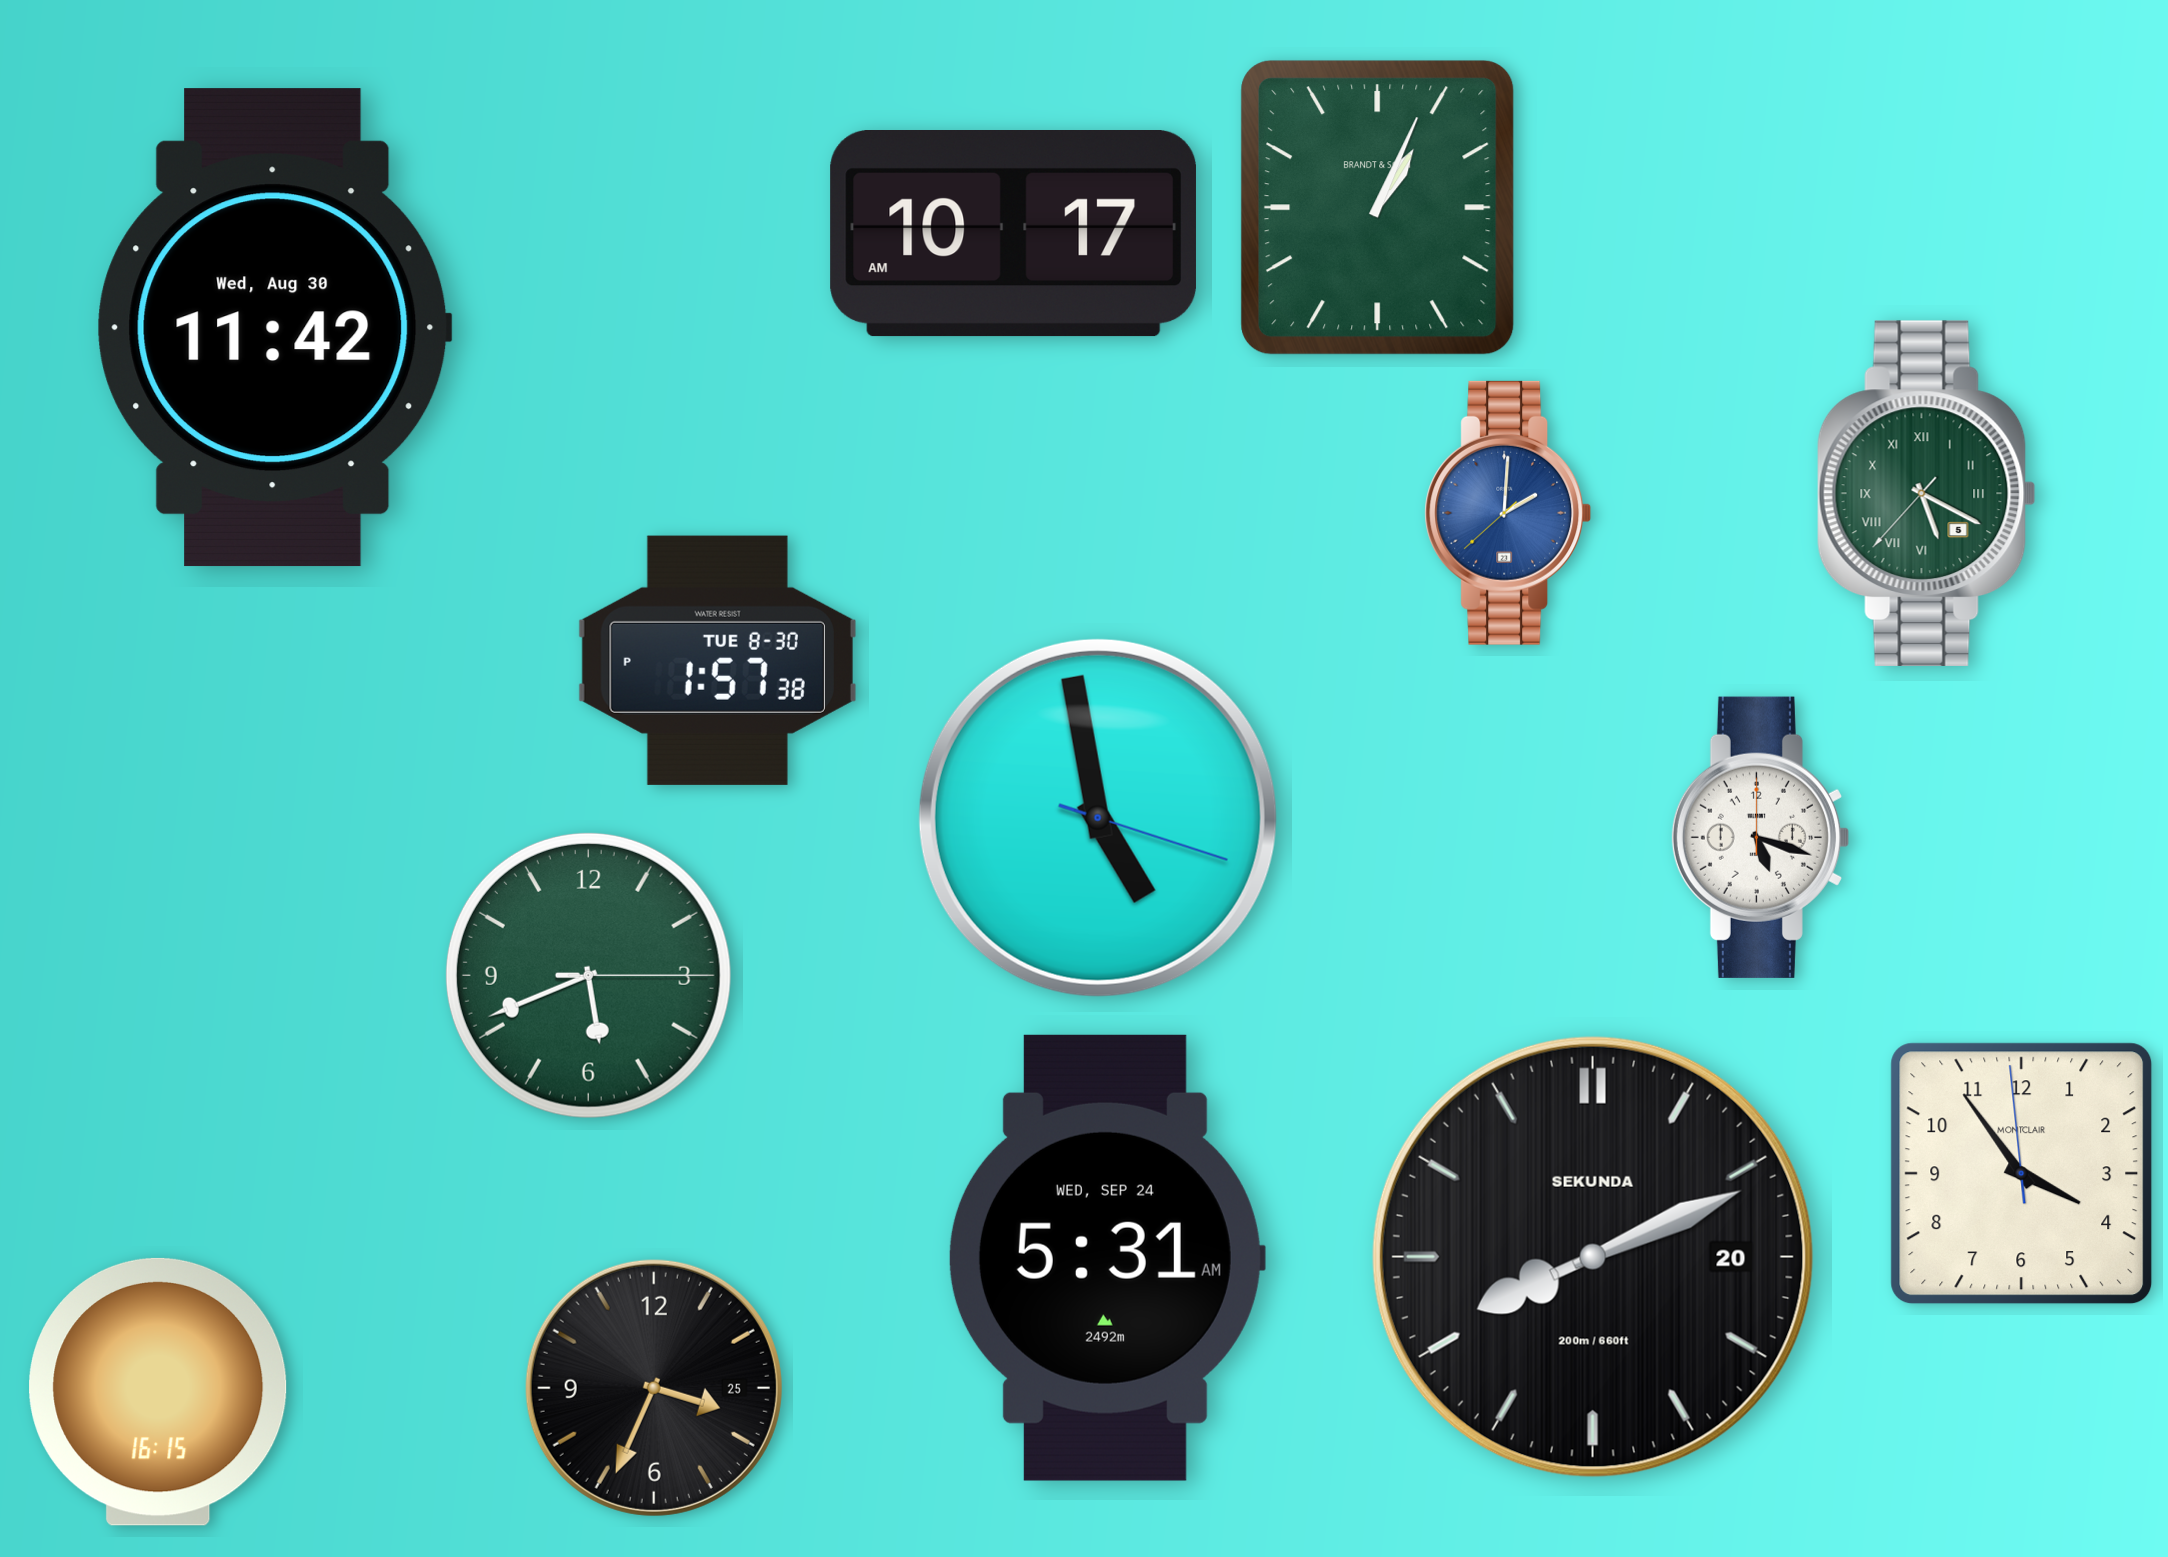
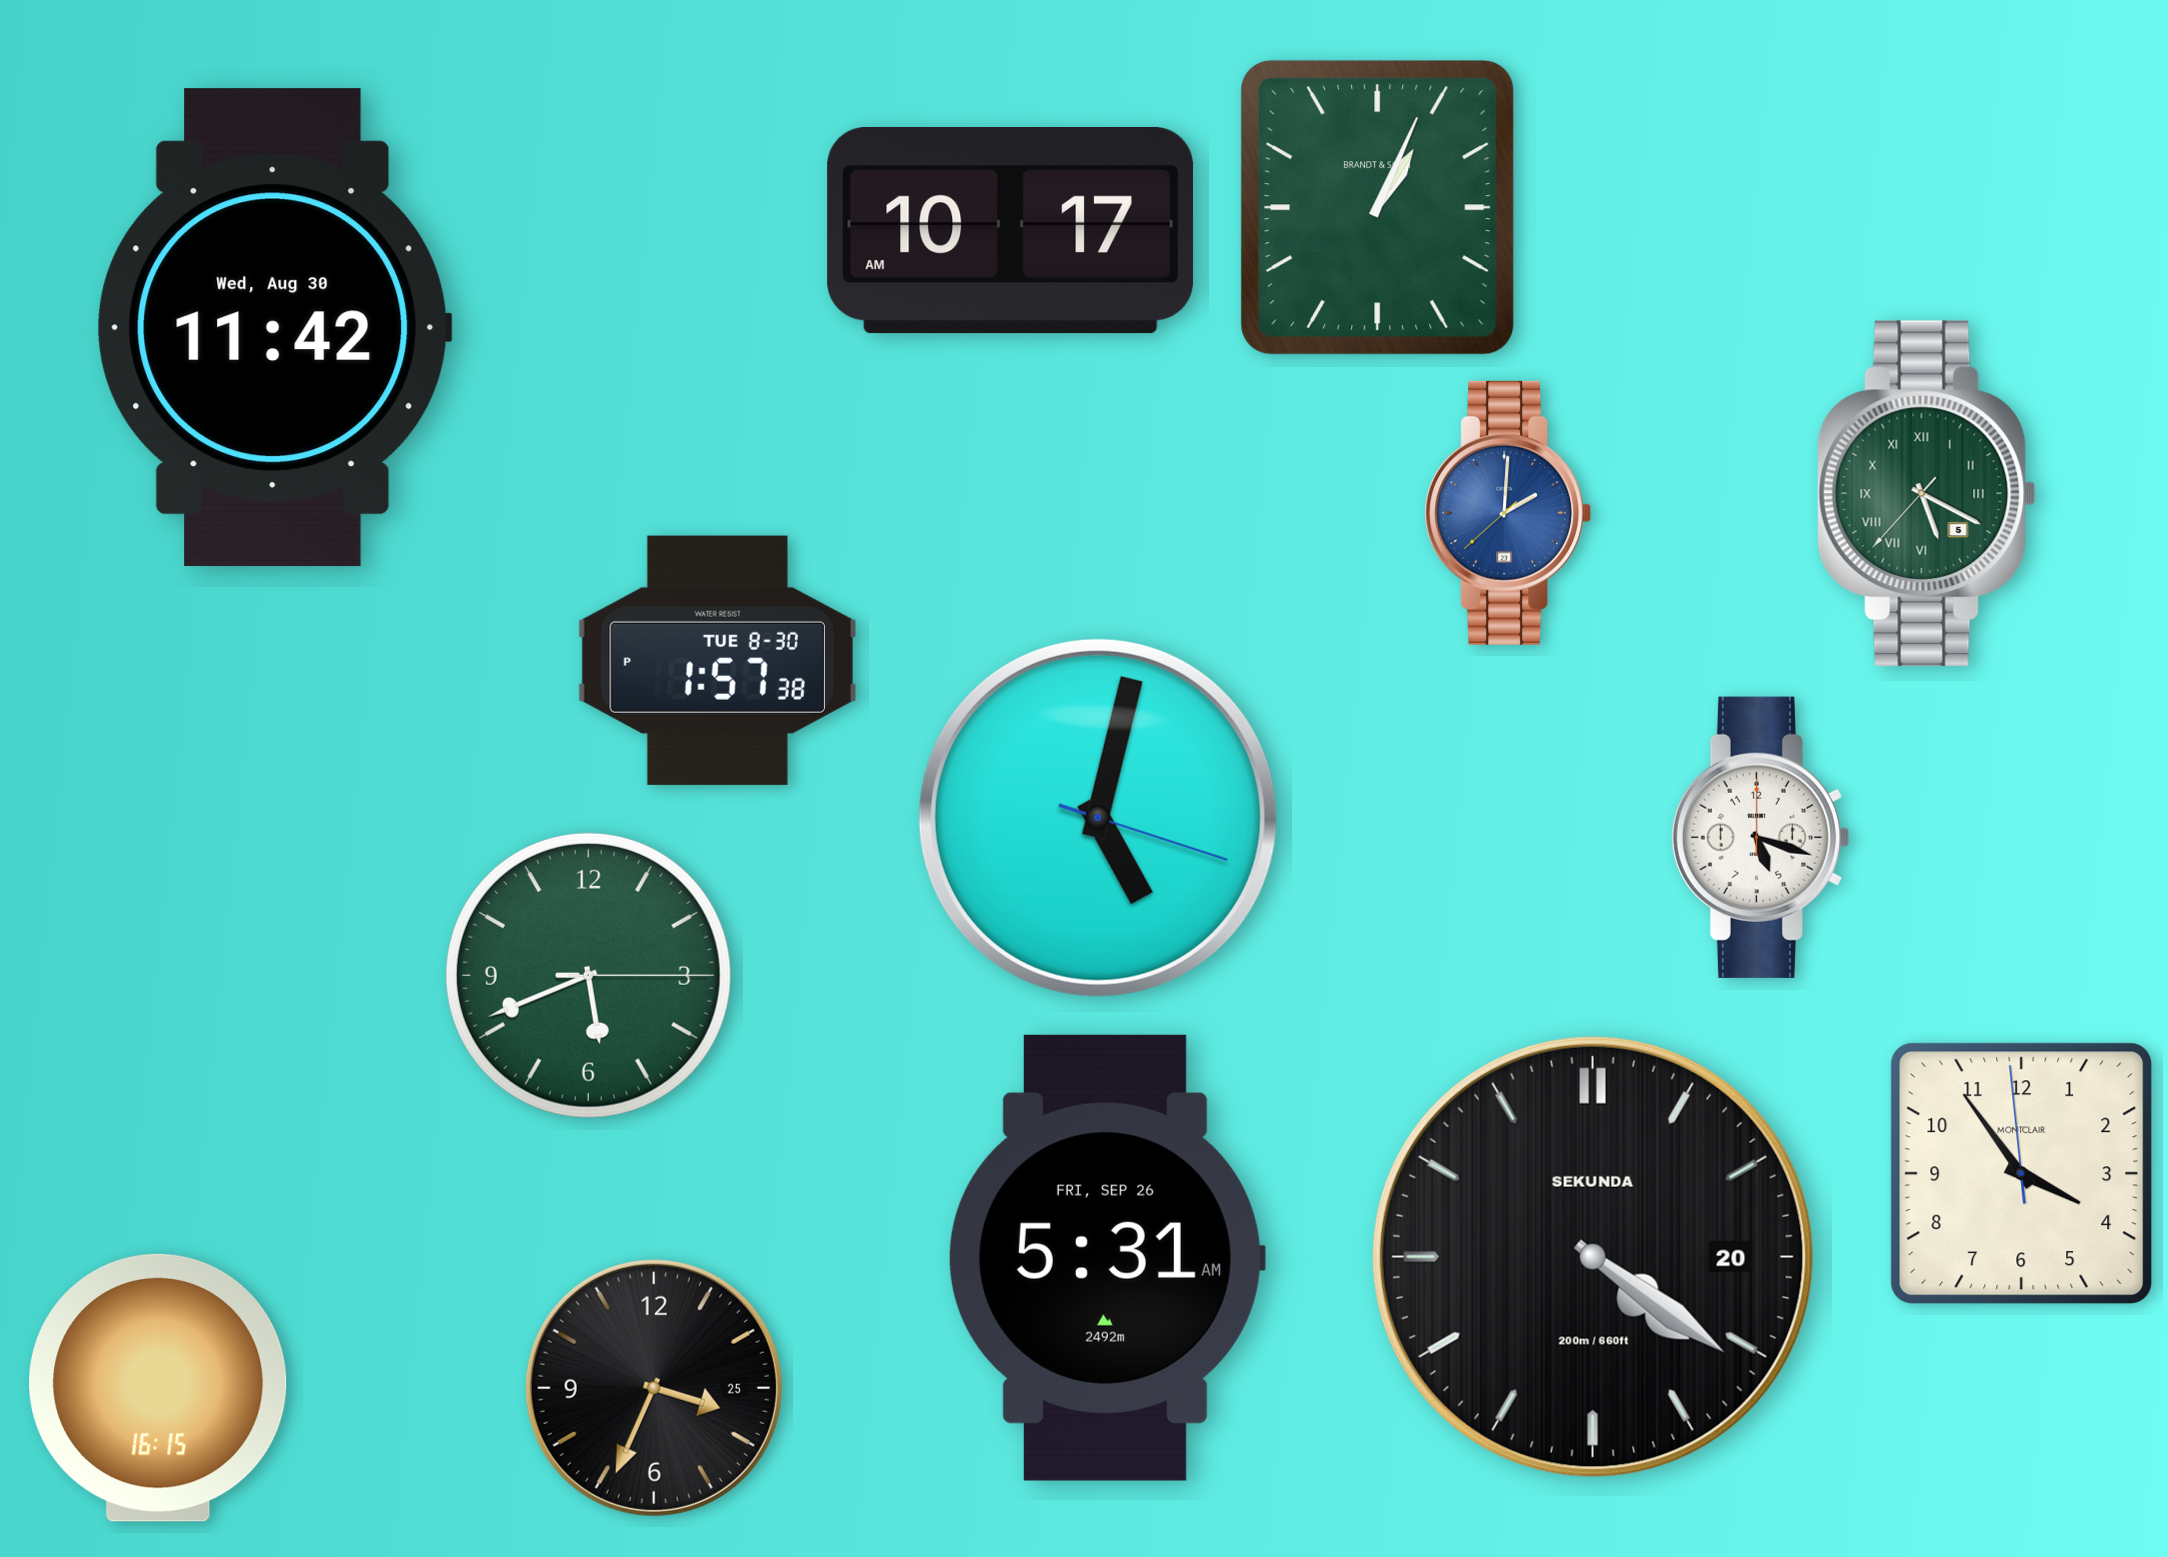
clock at (1013, 234) position: (1013, 234) -> (1010, 231)
clock at (1098, 818): 4:58 -> 5:02
clock at (1593, 1257): 8:11 -> 4:21
clock at (1106, 1258) date: WED, SEP 24 -> FRI, SEP 26
clock at (158, 1392) position: (158, 1392) -> (158, 1388)
